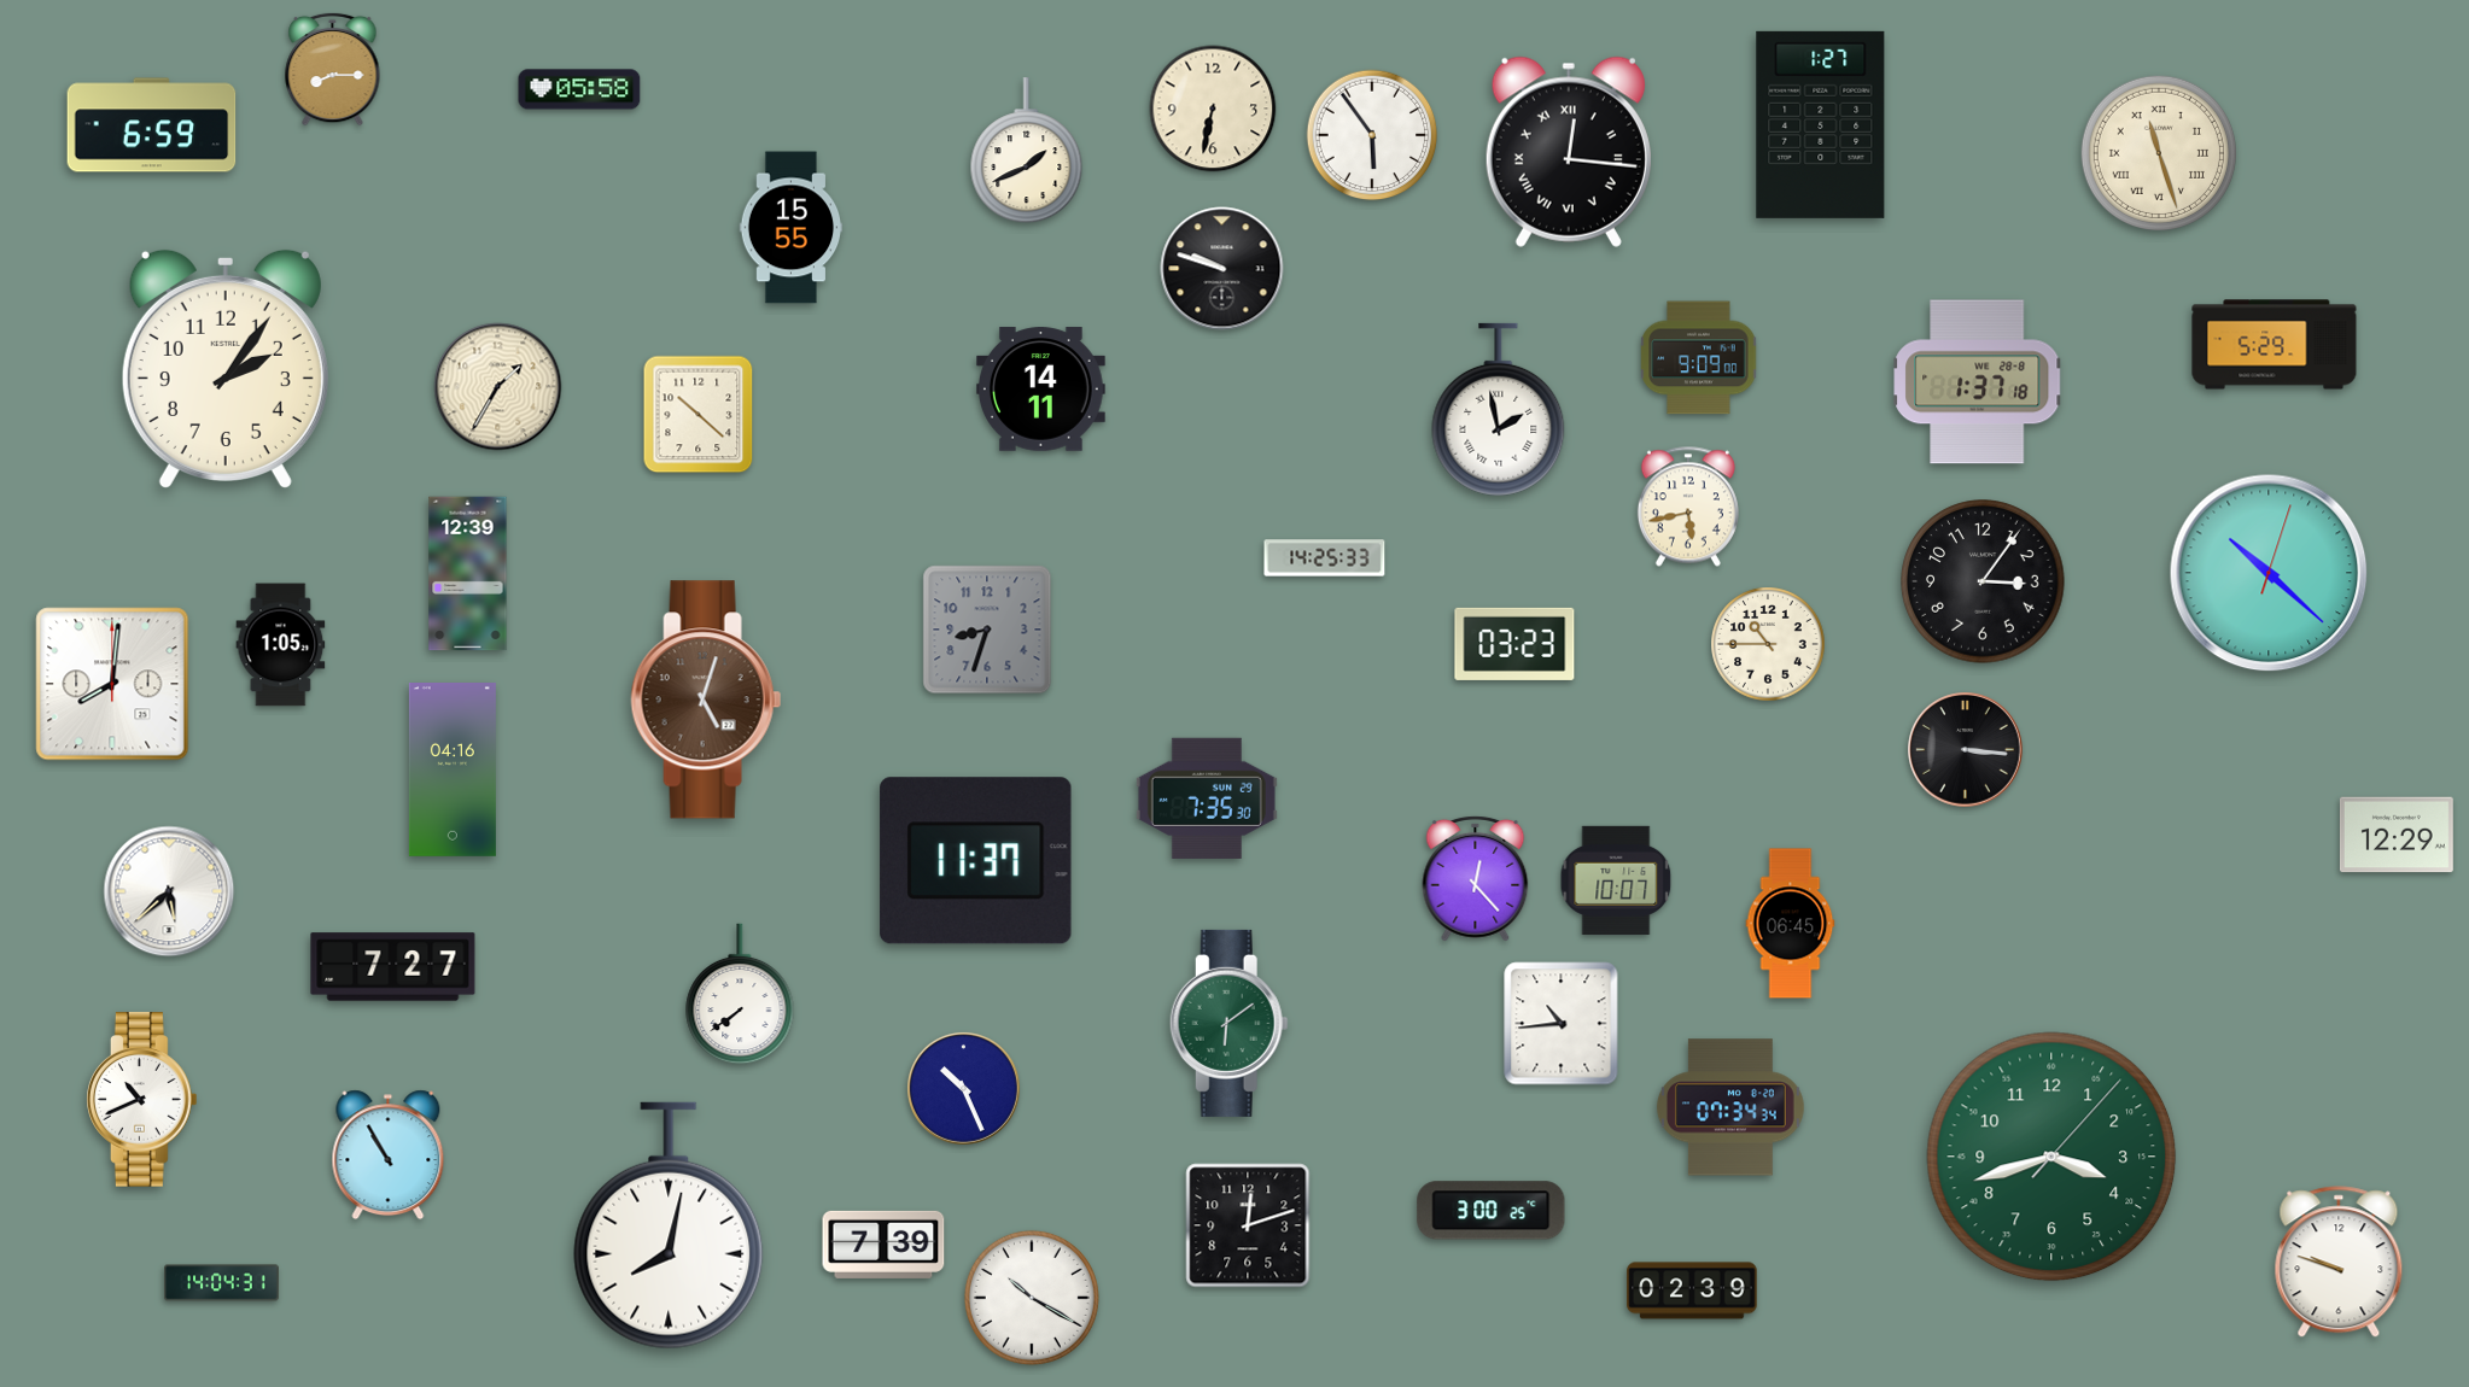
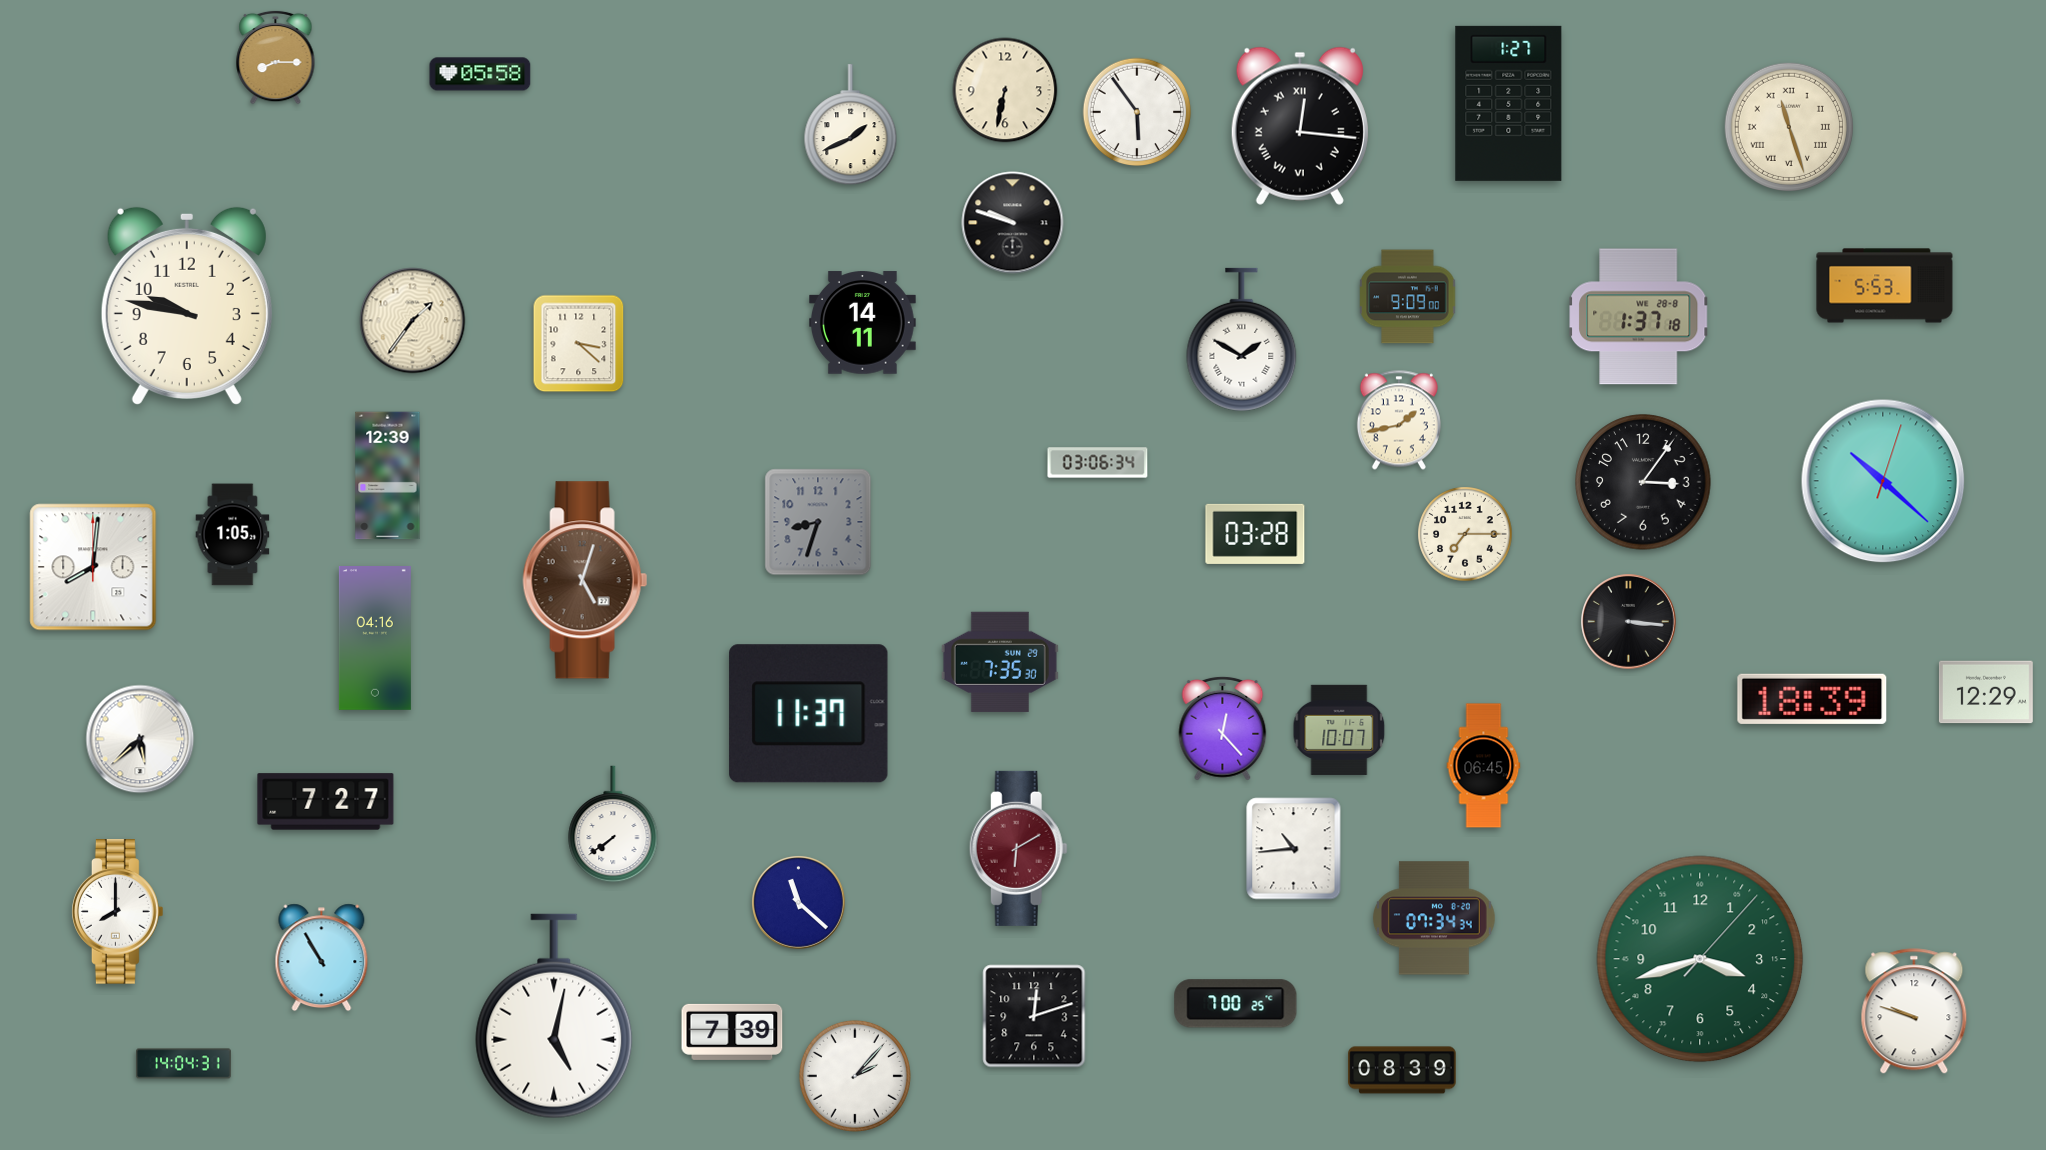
clock at (152, 125): 6:59 -> none
clock at (792, 228): 15:55 -> none
clock at (2275, 345): 5:29 -> 5:53
clock at (226, 368): 2:06 -> 9:47
clock at (498, 387): 1:35 -> 1:36
clock at (1499, 410): 1:58 -> 1:50
clock at (699, 415): 10:22 -> 3:22
clock at (1688, 507): 5:43 -> 1:43
clock at (1325, 558): 14:25 -> 03:06
clock at (2269, 573) position: (2269, 573) -> (1883, 481)
clock at (1514, 644): 03:23 -> 03:28
clock at (1768, 644): 10:45 -> 7:15
clock at (1812, 699): none -> 18:39
clock at (1228, 1023): 6:09 -> 6:10
clock at (1228, 1023) dial: green -> burgundy
clock at (963, 1088): 10:26 -> 11:22
clock at (142, 1100): 10:41 -> 8:00
clock at (1492, 1211): 3:00 -> 7:00
clock at (669, 1225): 8:02 -> 5:02
clock at (2339, 1263) position: (2339, 1263) -> (1914, 1012)
clock at (1692, 1291): 02:39 -> 08:39
clock at (1032, 1298): 10:20 -> 2:07
